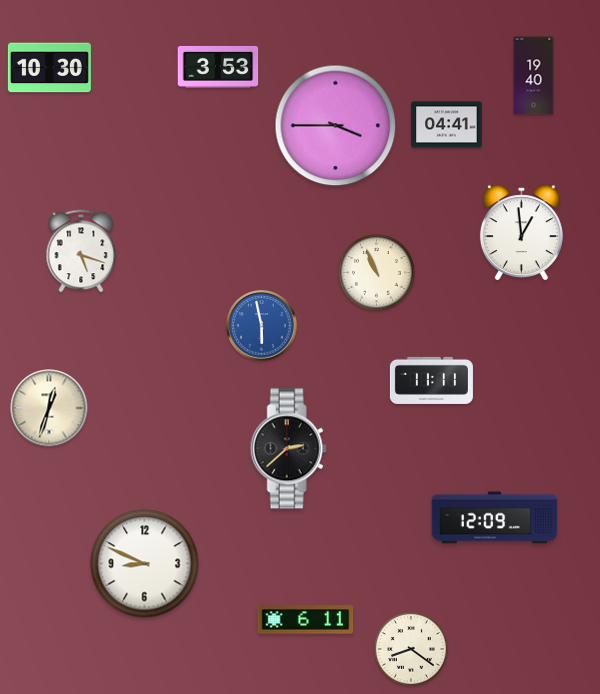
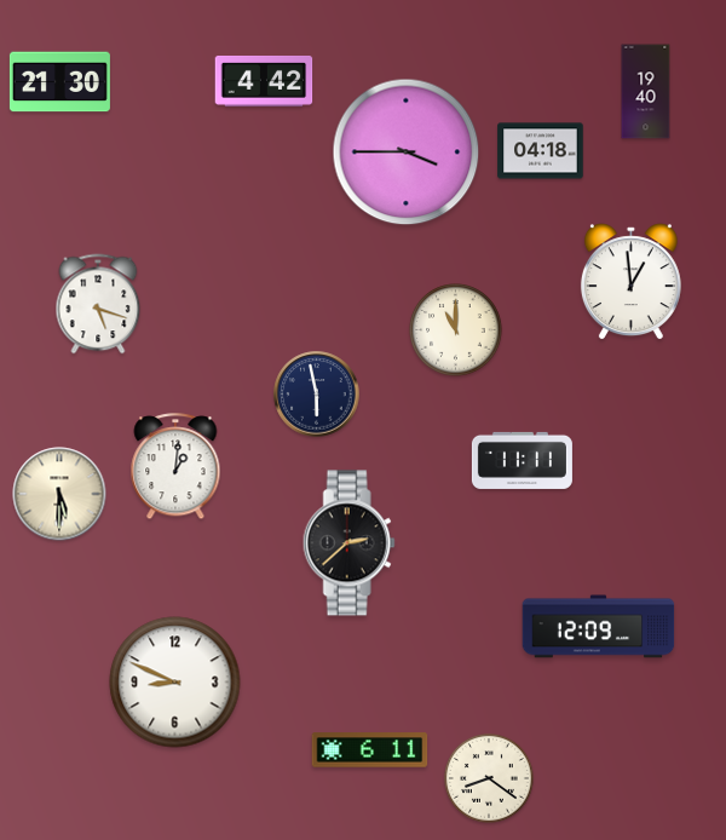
clock at (218, 67): 3:53 -> 4:42
clock at (49, 68): 10:30 -> 21:30
clock at (447, 125): 04:41 -> 04:18
clock at (377, 273): 10:56 -> 11:00
clock at (262, 326) dial: blue -> navy
clock at (175, 467): none -> 1:01
clock at (49, 408): 12:33 -> 5:30
clock at (412, 650) position: (412, 650) -> (490, 779)
